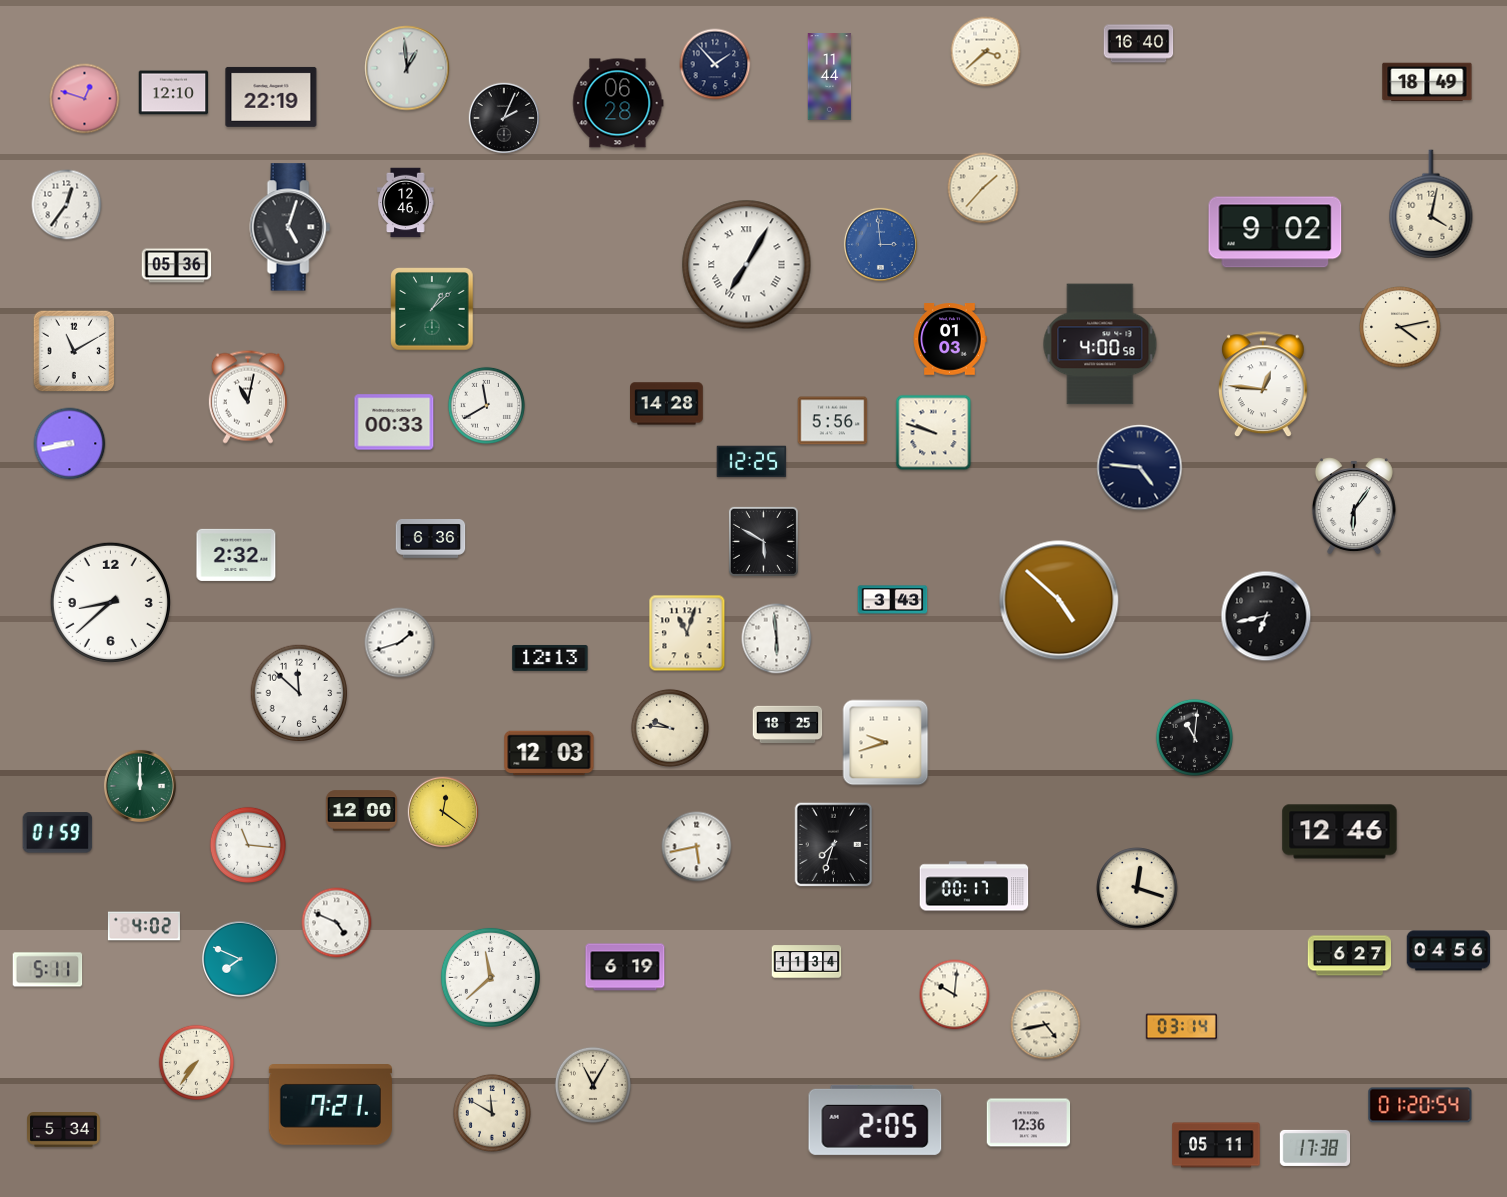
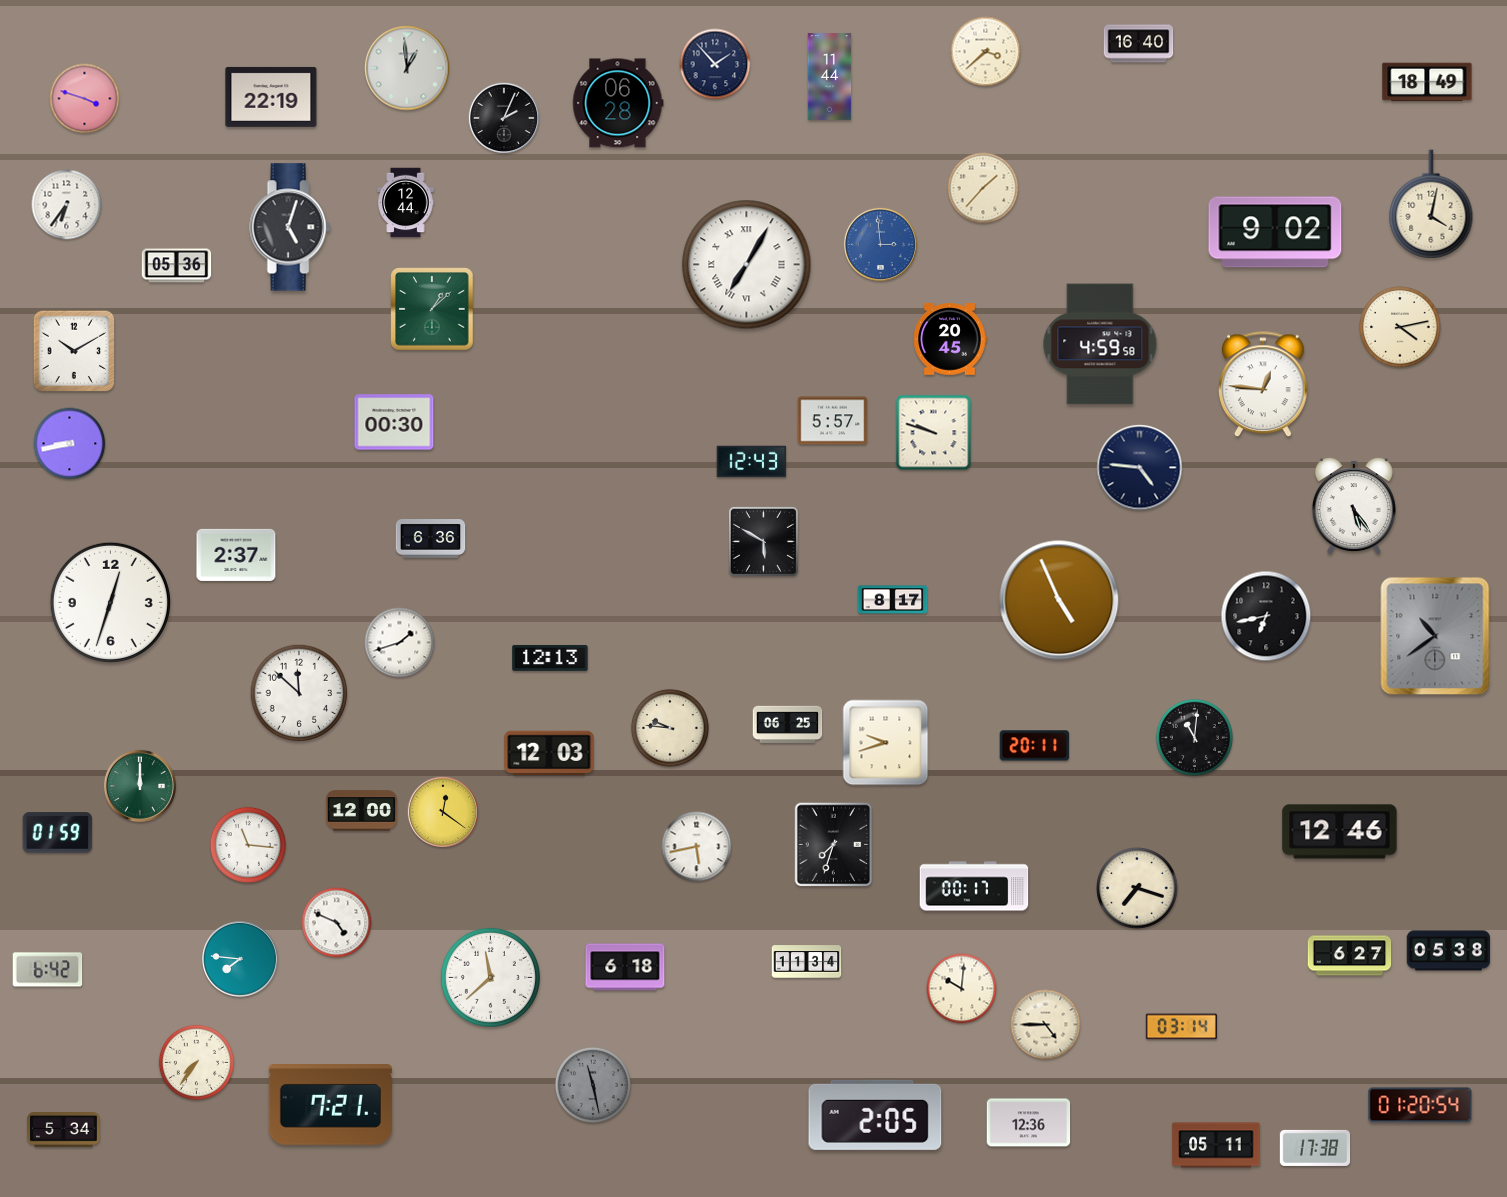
clock at (174, 93): 12:10 -> none
clock at (85, 99): 12:48 -> 3:48
clock at (406, 203): 12:46 -> 12:44
clock at (67, 205): 12:36 -> 6:36
clock at (950, 339): 01:03 -> 20:45
clock at (1100, 344): 4:00 -> 4:59
clock at (74, 351): 11:10 -> 10:10
clock at (248, 397): 11:02 -> none
clock at (667, 404): 14:28 -> none
clock at (486, 405): 11:40 -> none
clock at (833, 421): 5:56 -> 5:57
clock at (394, 422): 00:33 -> 00:30
clock at (752, 462): 12:25 -> 12:43
clock at (1354, 506): 6:06 -> 5:24
clock at (236, 555): 2:32 -> 2:37
clock at (893, 600): 3:43 -> 8:17
clock at (1059, 600): 4:52 -> 4:56
clock at (110, 602): 8:38 -> 12:33
clock at (687, 633): 11:03 -> none
clock at (1435, 636): none -> 10:39
clock at (777, 639): 5:59 -> none
clock at (788, 725): 18:25 -> 06:25
clock at (1035, 746): none -> 20:11
clock at (1137, 888): 12:18 -> 7:18
clock at (144, 926): 4:02 -> none
clock at (1449, 951): 04:56 -> 05:38
clock at (241, 960): 7:49 -> 7:46
clock at (625, 967): 6:19 -> 6:18
clock at (48, 970): 5:11 -> 6:42
clock at (955, 995) position: (955, 995) -> (962, 989)
clock at (1046, 1025): 4:43 -> 4:45
clock at (593, 1085): 11:05 -> 11:28
clock at (593, 1085) dial: cream -> grey
clock at (492, 1113): 11:50 -> none
clock at (875, 1120) position: (875, 1120) -> (875, 1115)
